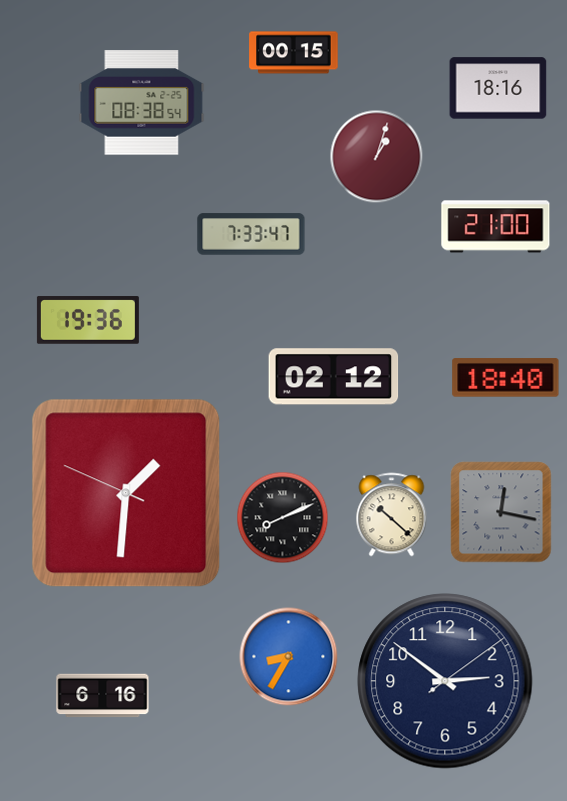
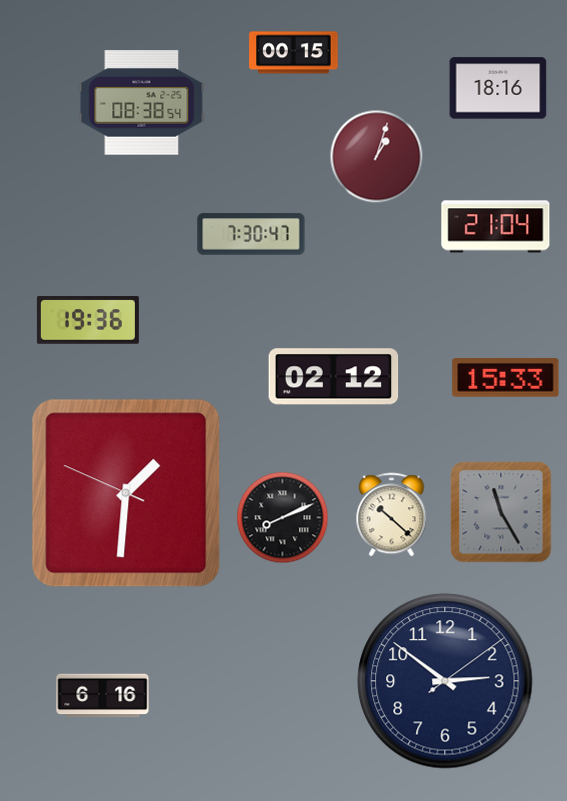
clock at (496, 227): 21:00 -> 21:04
clock at (251, 234): 7:33 -> 7:30
clock at (506, 378): 18:40 -> 15:33
clock at (501, 512): 12:17 -> 11:25
clock at (289, 657): 8:35 -> none
